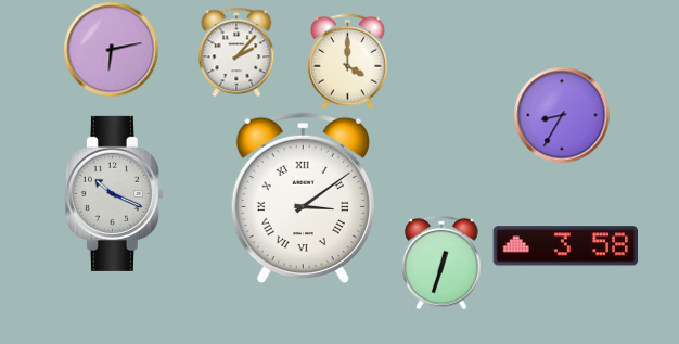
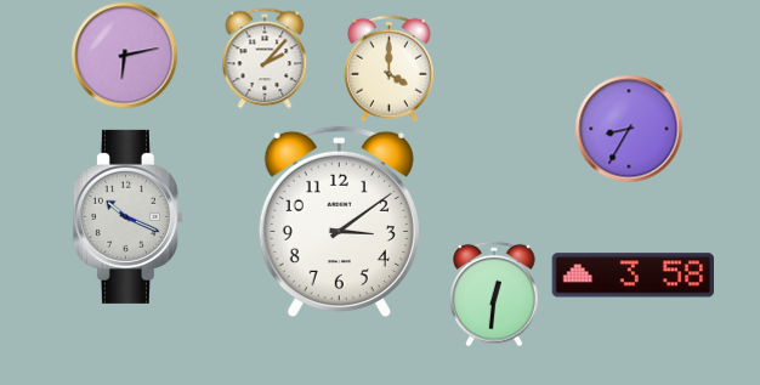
clock at (303, 199) numerals: Roman -> Arabic
clock at (441, 263): 12:33 -> 12:31
